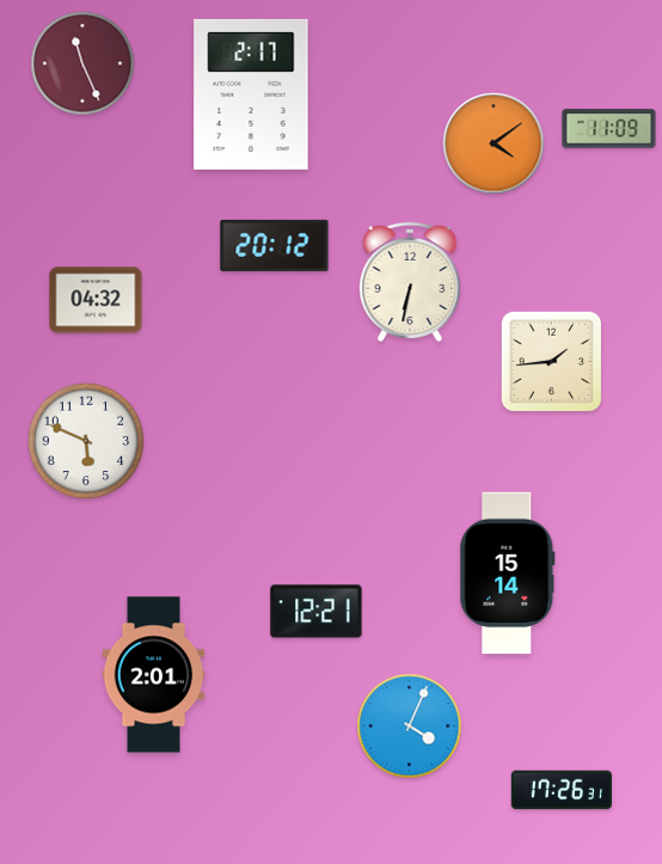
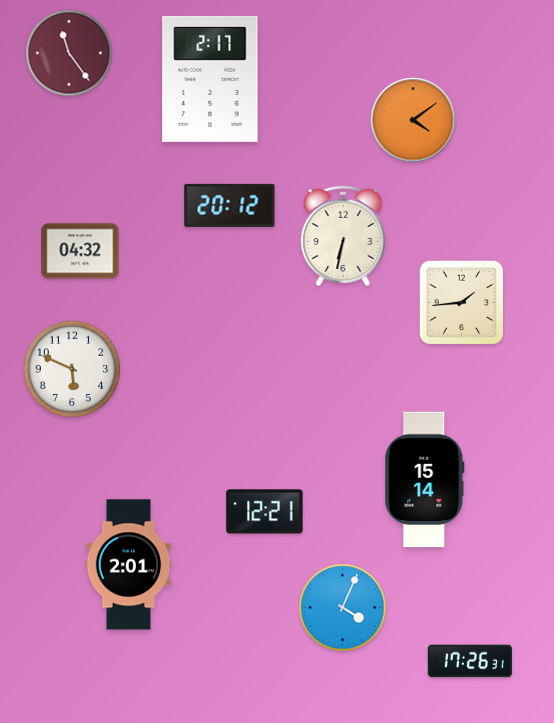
clock at (82, 63): 11:26 -> 11:24
clock at (609, 129): 11:09 -> none
